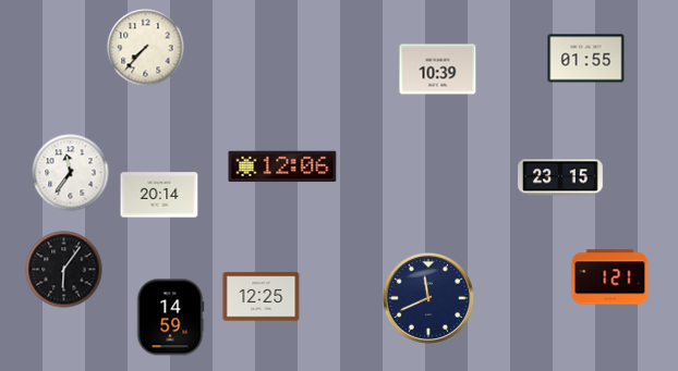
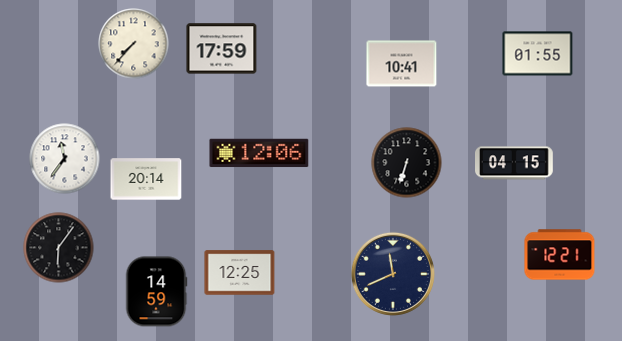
clock at (222, 49): none -> 17:59
clock at (438, 70): 10:39 -> 10:41
clock at (407, 163): none -> 6:33
clock at (561, 177): 23:15 -> 04:15
clock at (610, 277): 1:21 -> 12:21
